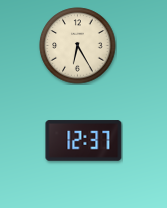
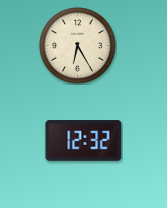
clock at (84, 141): 12:37 -> 12:32
